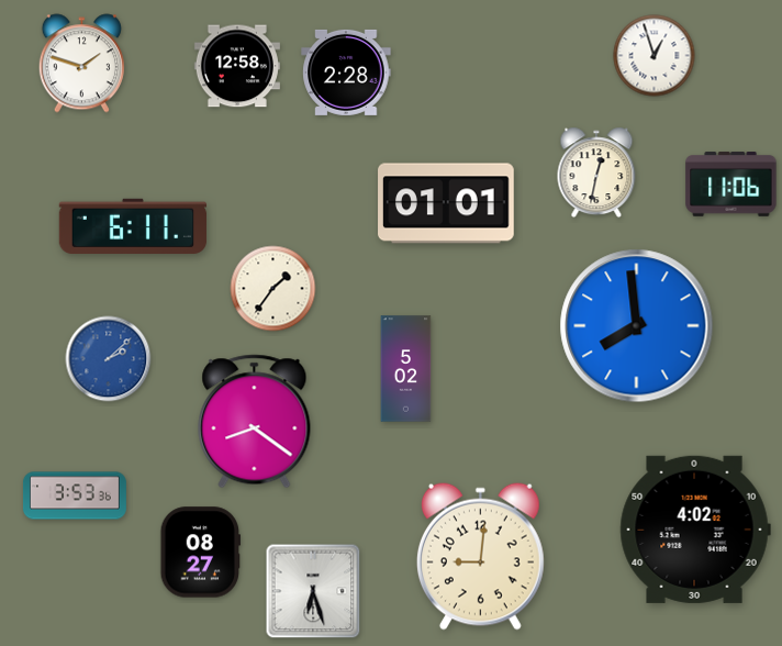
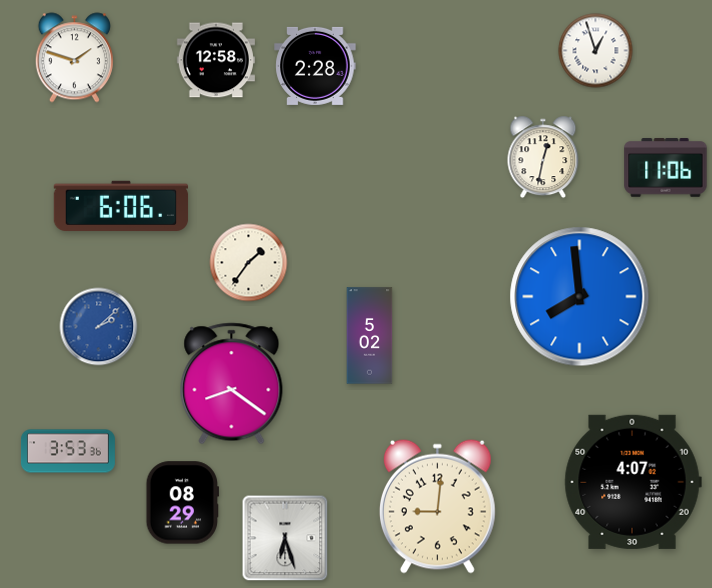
clock at (446, 203): 01:01 -> none
clock at (133, 226): 6:11 -> 6:06
clock at (695, 530): 4:02 -> 4:07
clock at (200, 553): 08:27 -> 08:29
